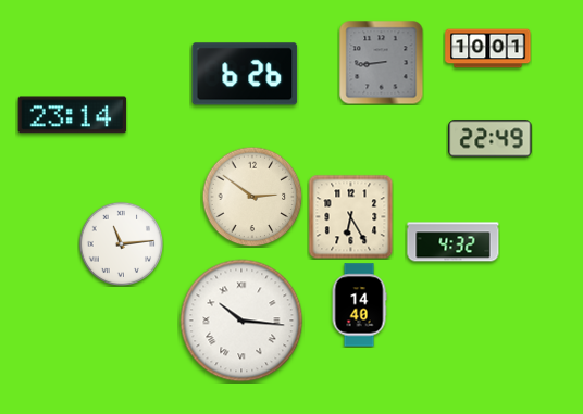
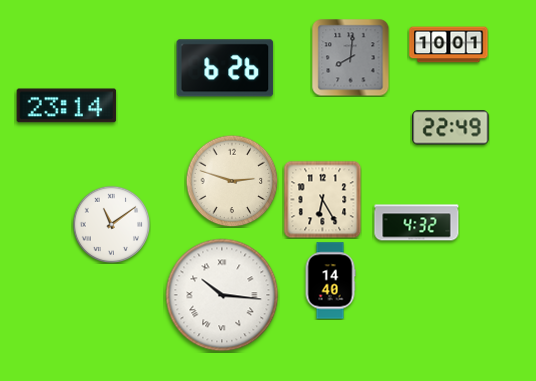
clock at (381, 62): 8:44 -> 8:01
clock at (252, 197): 2:51 -> 2:48
clock at (121, 243): 11:14 -> 11:09
